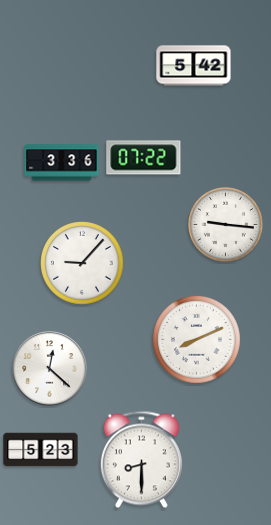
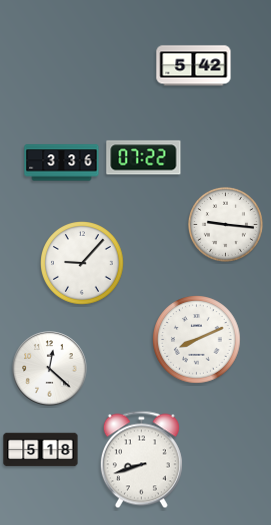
clock at (41, 450): 5:23 -> 5:18
clock at (141, 460): 8:30 -> 8:42
